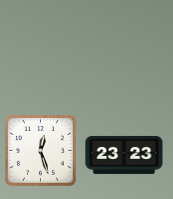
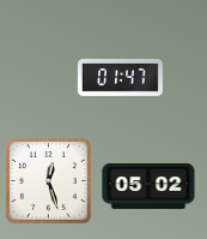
clock at (120, 78): none -> 01:47
clock at (124, 155): 23:23 -> 05:02
